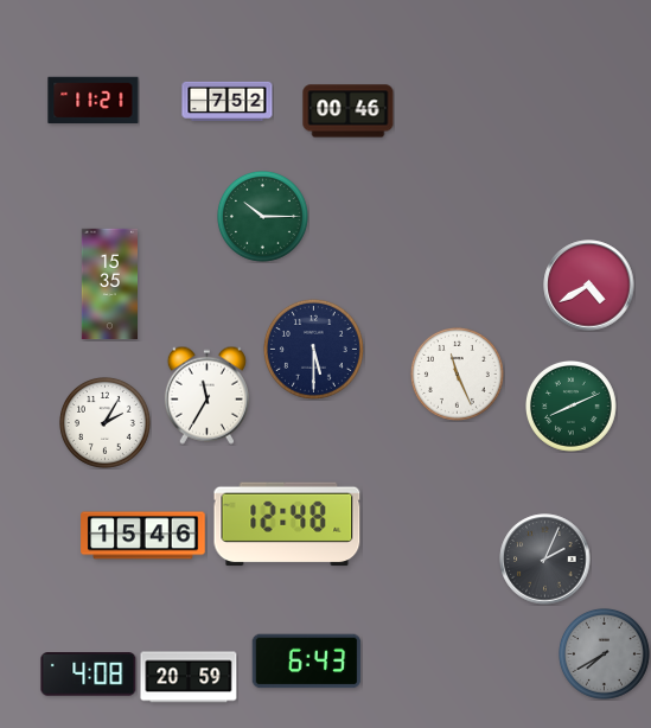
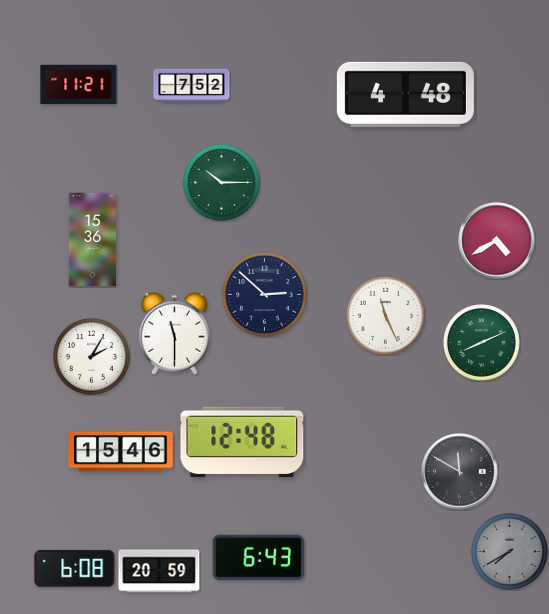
clock at (349, 111): 00:46 -> none
clock at (405, 94): none -> 4:48
clock at (109, 285): 15:35 -> 15:36
clock at (313, 349): 5:30 -> 2:52
clock at (206, 395): 11:35 -> 11:30
clock at (106, 423) position: (106, 423) -> (92, 357)
clock at (545, 560): 2:04 -> 11:50
clock at (89, 675): 4:08 -> 6:08
